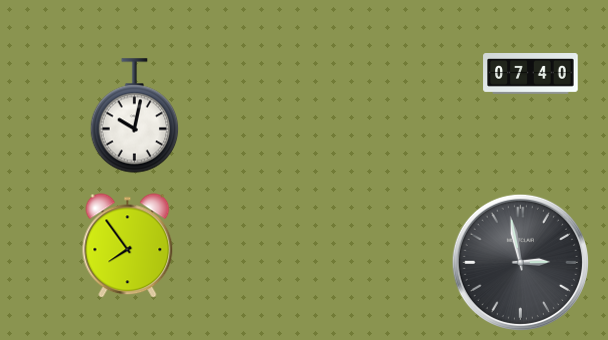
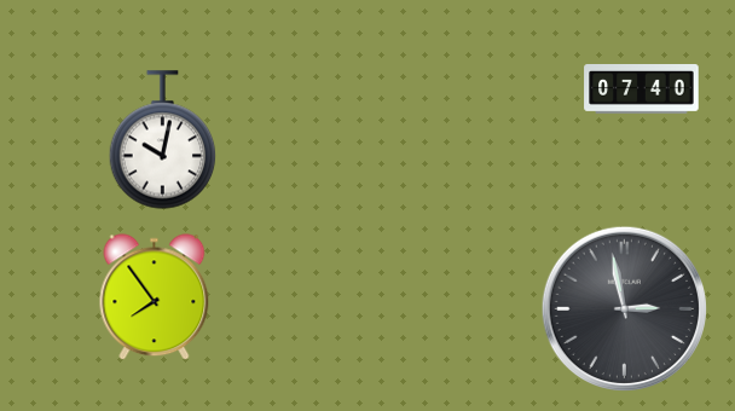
clock at (520, 262) position: (520, 262) -> (624, 308)
